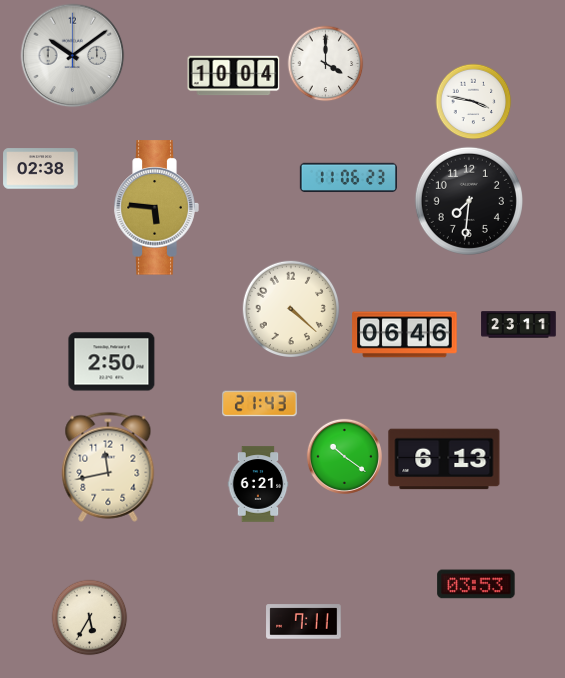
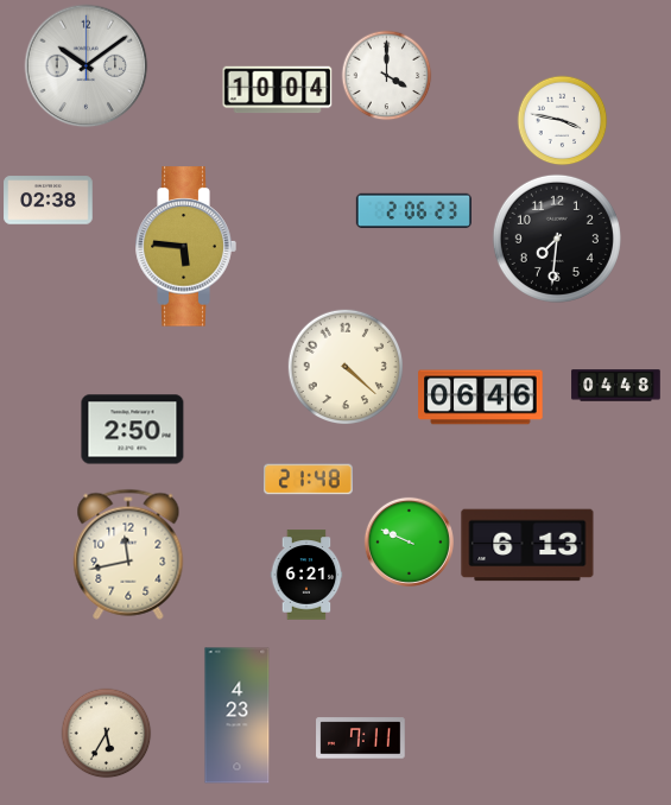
clock at (348, 178): 11:06 -> 2:06
clock at (519, 325): 23:11 -> 04:48
clock at (260, 404): 21:43 -> 21:48
clock at (344, 456): 10:21 -> 9:49
clock at (476, 584): 03:53 -> none
clock at (238, 716): none -> 4:23
